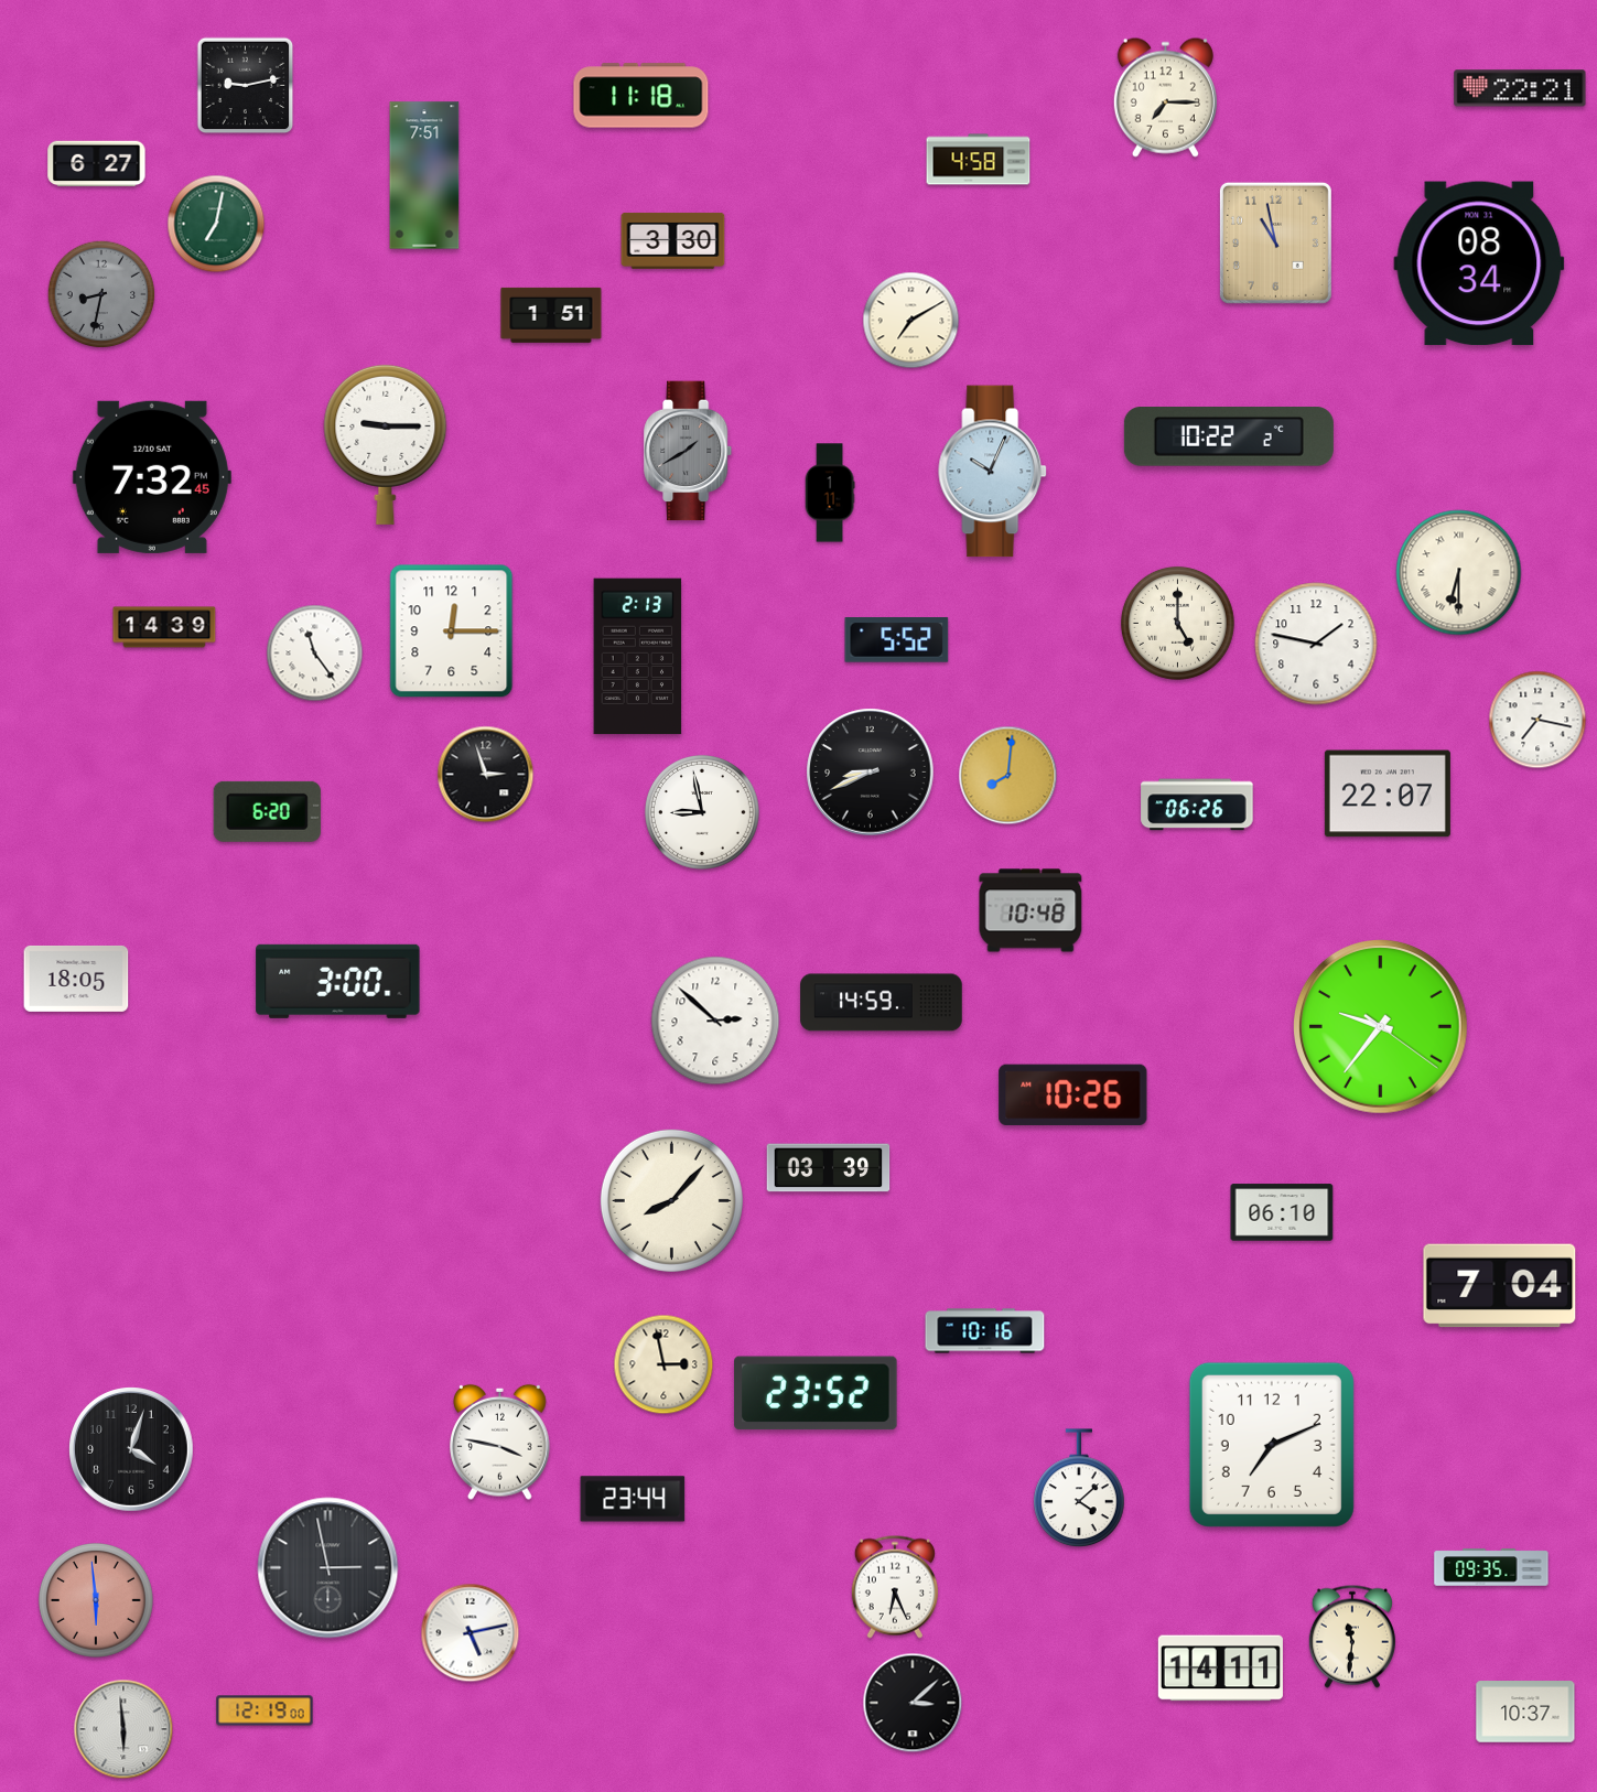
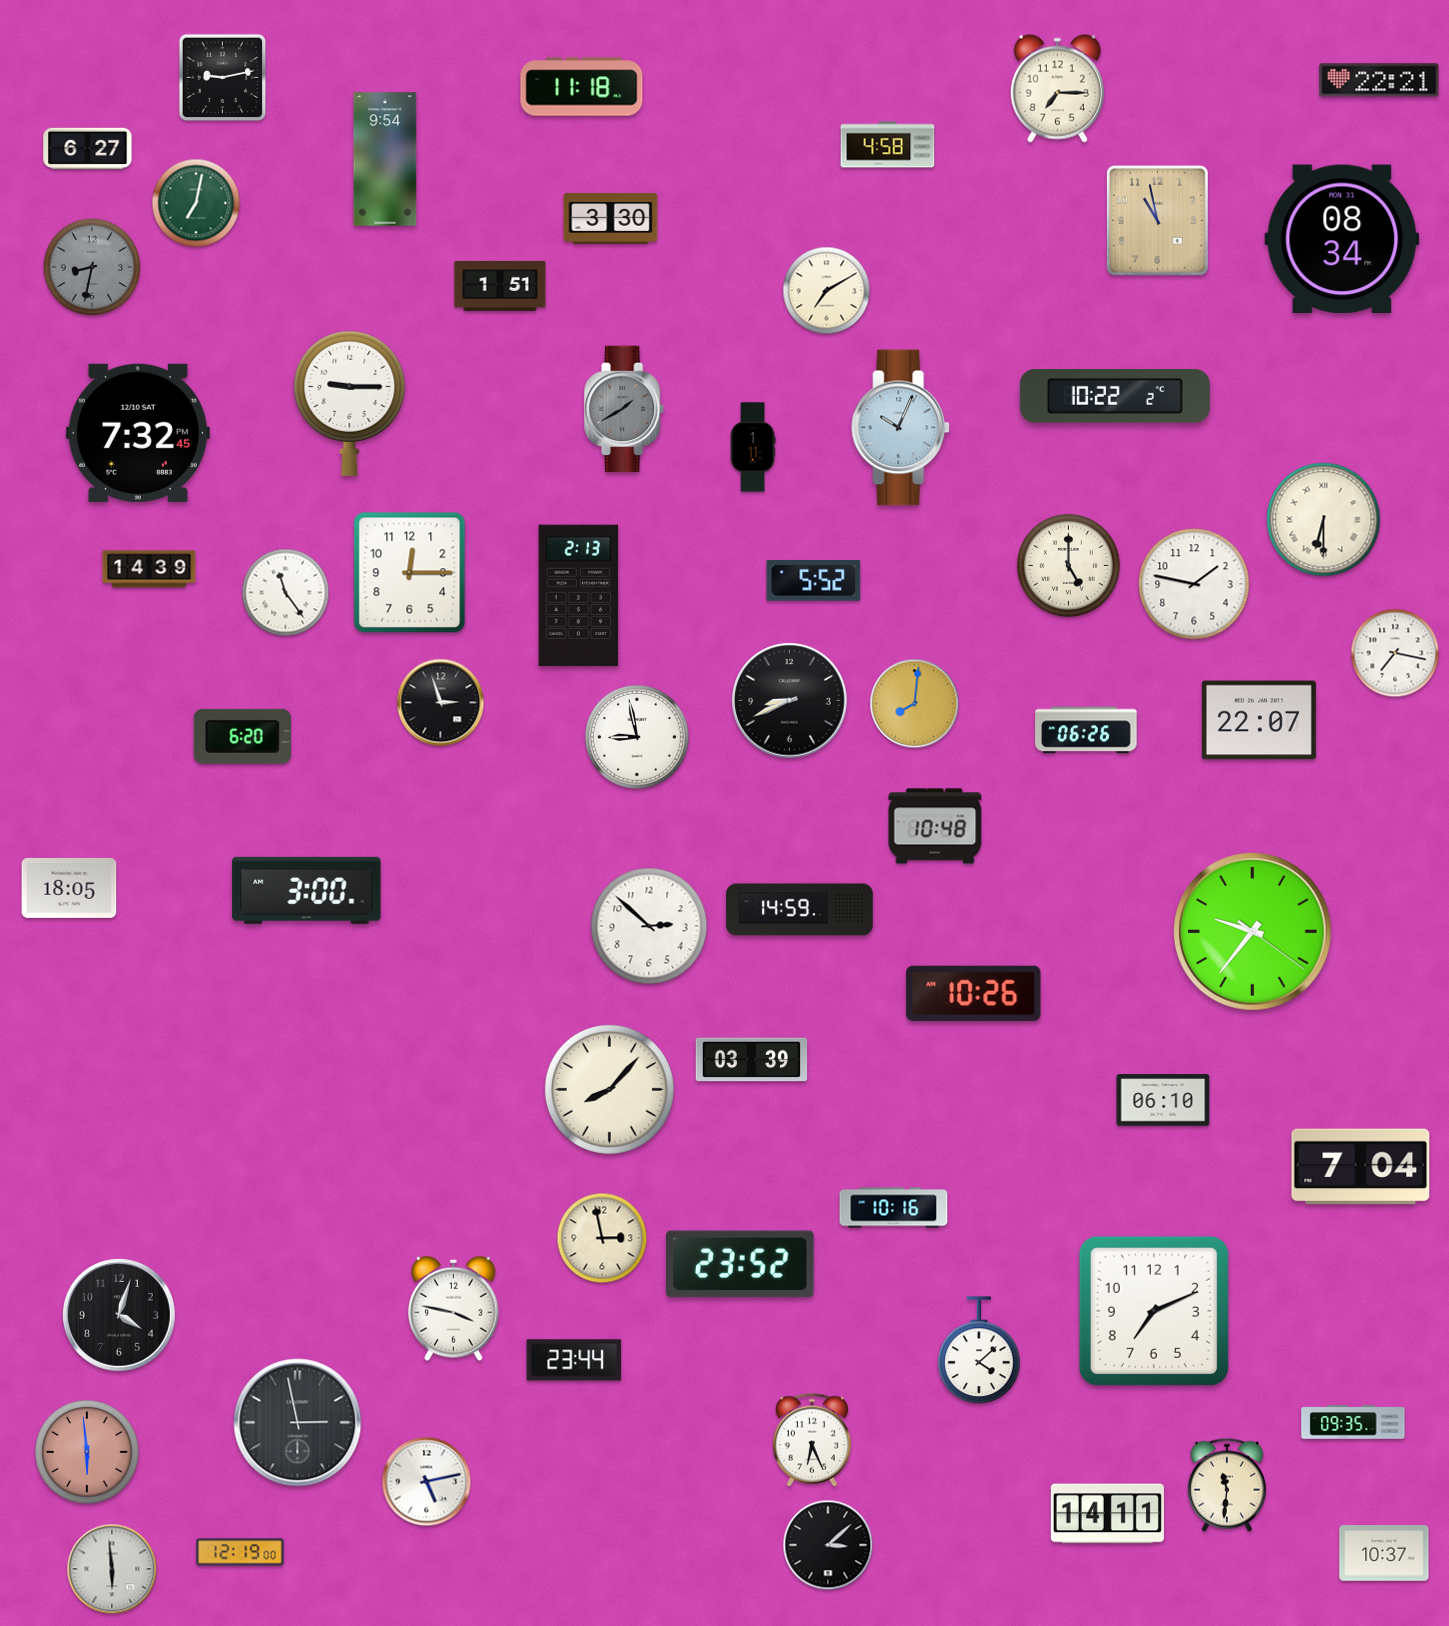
clock at (424, 175): 7:51 -> 9:54
